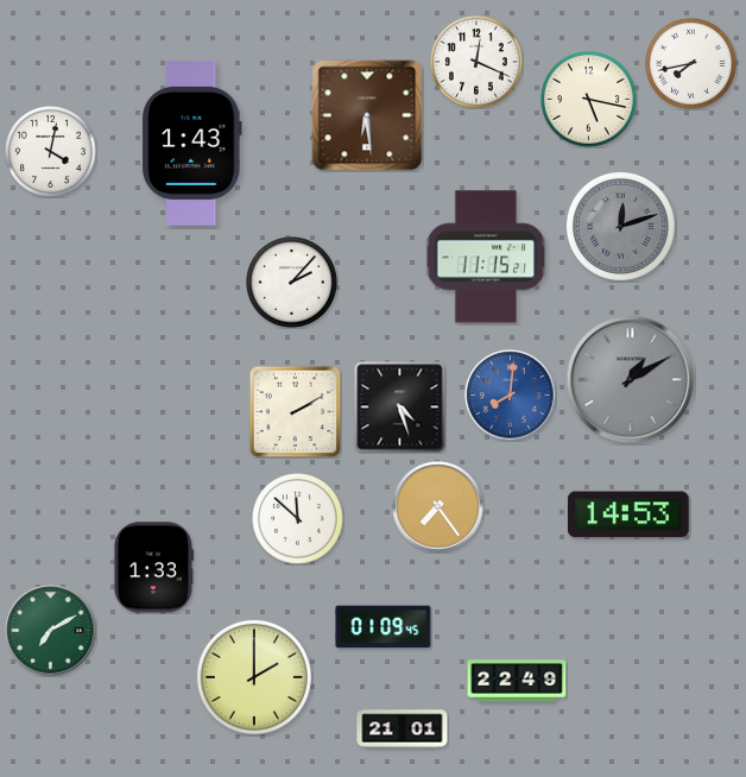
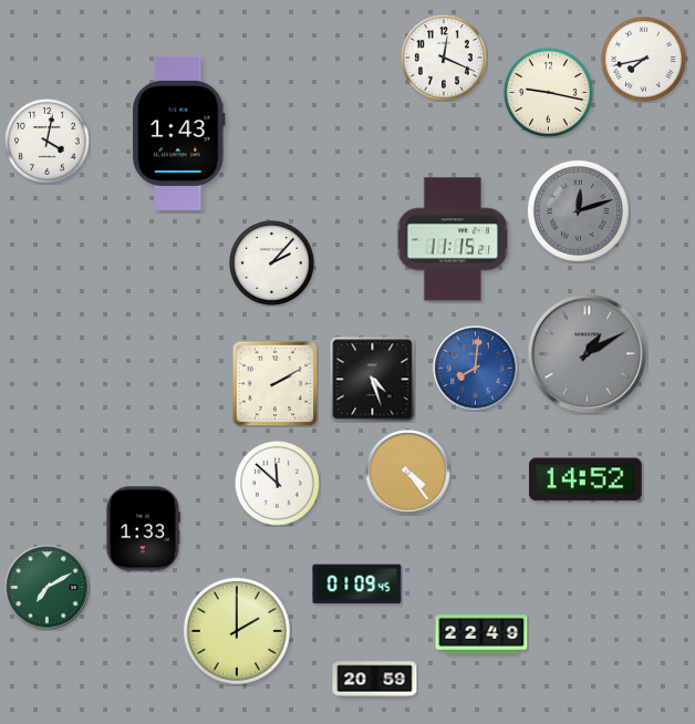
clock at (588, 99): 5:17 -> 9:17
clock at (367, 115): 6:29 -> none
clock at (438, 507): 7:24 -> 4:24
clock at (628, 514): 14:53 -> 14:52
clock at (403, 729): 21:01 -> 20:59
